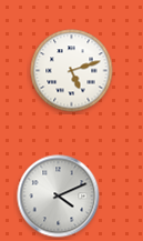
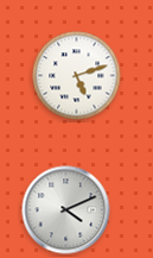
clock at (59, 197) position: (59, 197) -> (66, 210)
